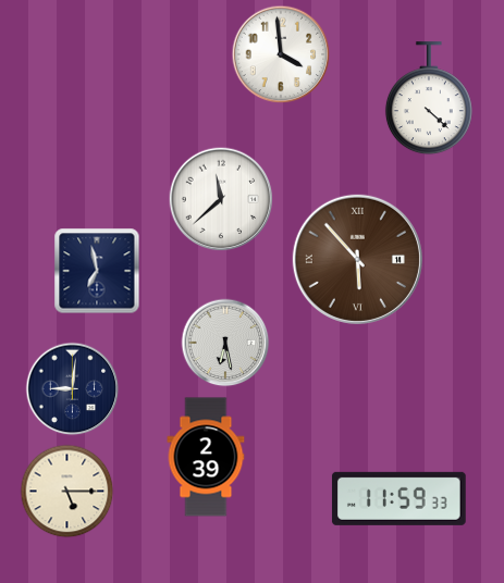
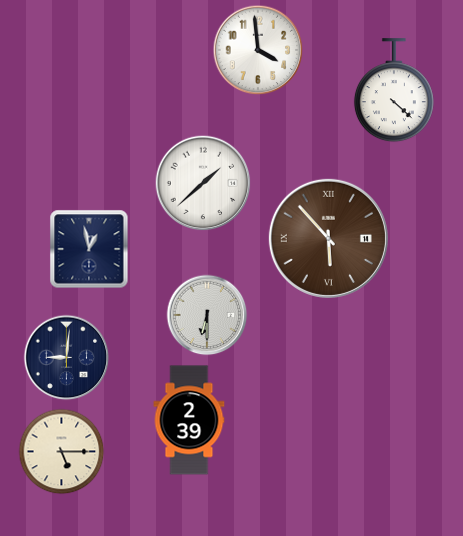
clock at (221, 199): 11:38 -> 1:38
clock at (97, 271): 6:58 -> 12:58
clock at (225, 343): 6:28 -> 6:30
clock at (399, 498): 11:59 -> none
